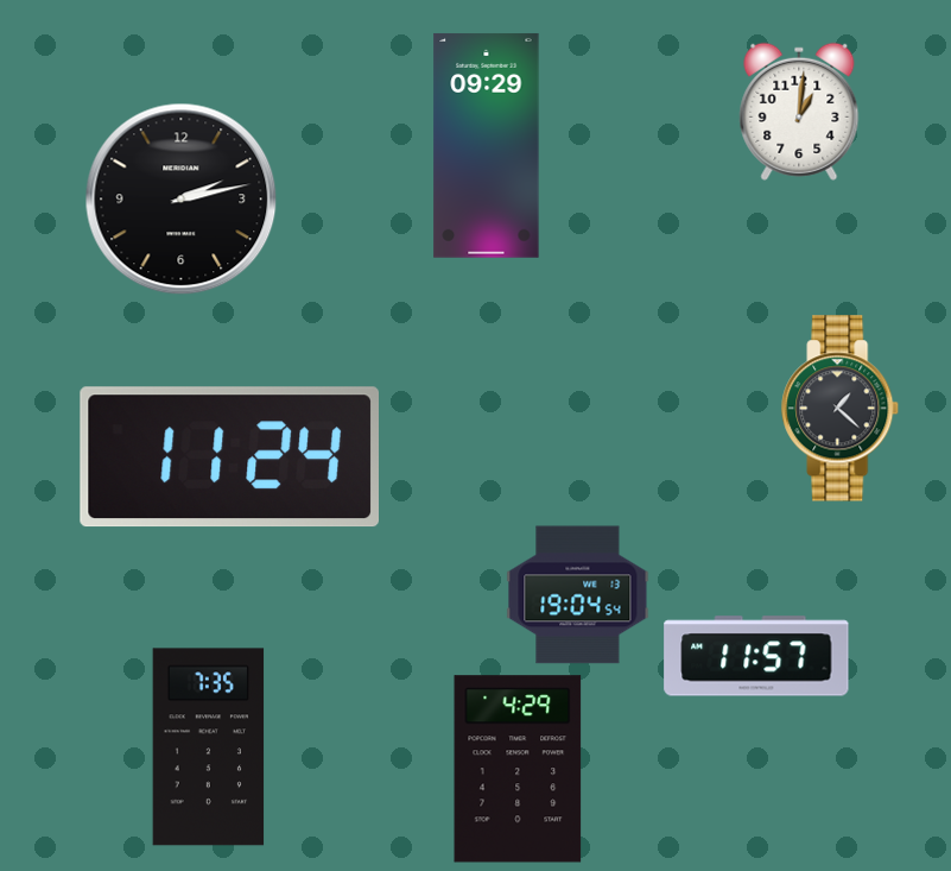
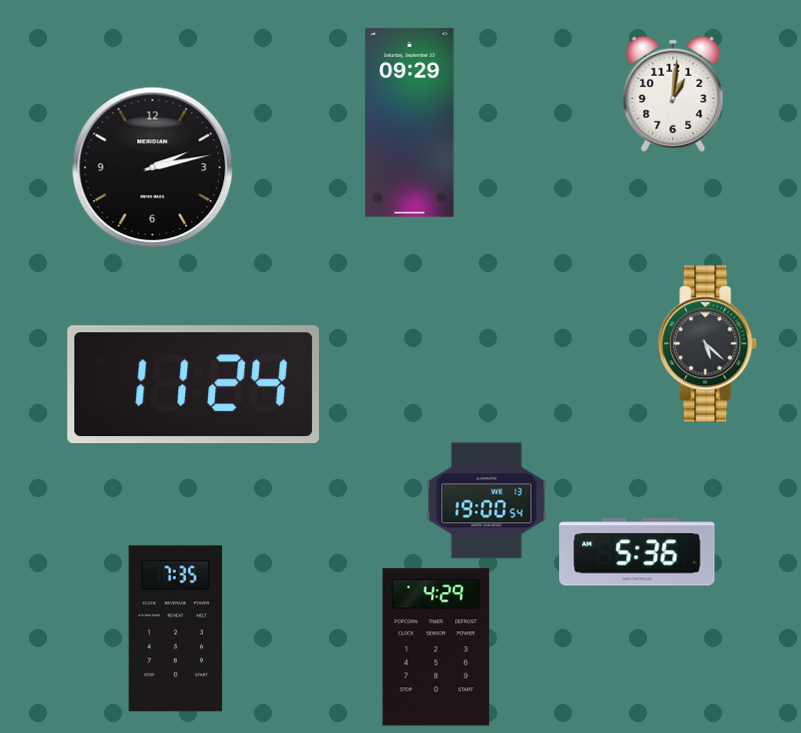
clock at (841, 409): 1:22 -> 5:22
clock at (578, 595): 19:04 -> 19:00
clock at (756, 656): 11:57 -> 5:36
